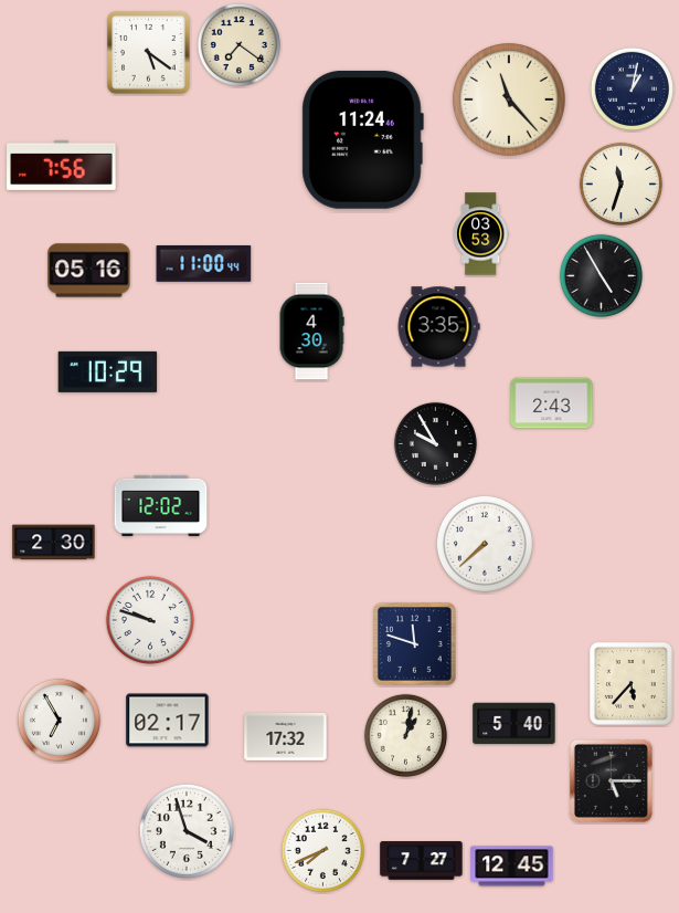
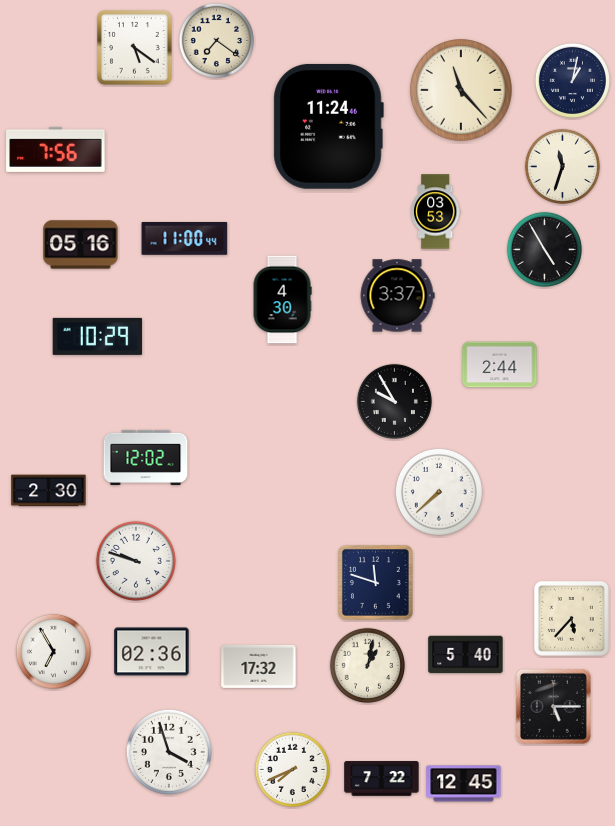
clock at (438, 327): 3:35 -> 3:37
clock at (552, 403): 2:43 -> 2:44
clock at (168, 721): 02:17 -> 02:36
clock at (422, 861): 7:27 -> 7:22
